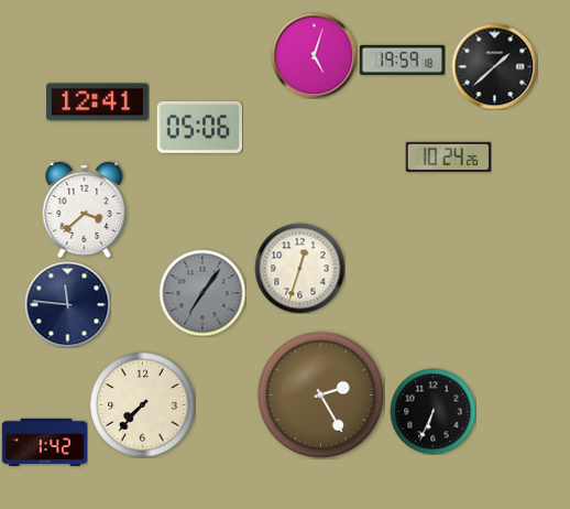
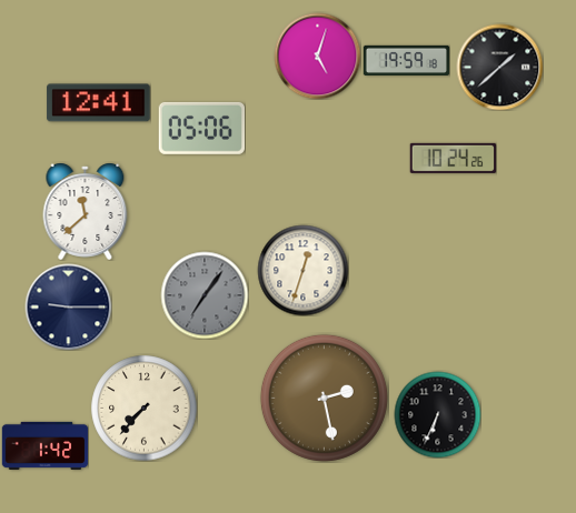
clock at (85, 209): 3:38 -> 11:38
clock at (67, 304): 11:46 -> 9:15
clock at (320, 394): 2:25 -> 2:28
